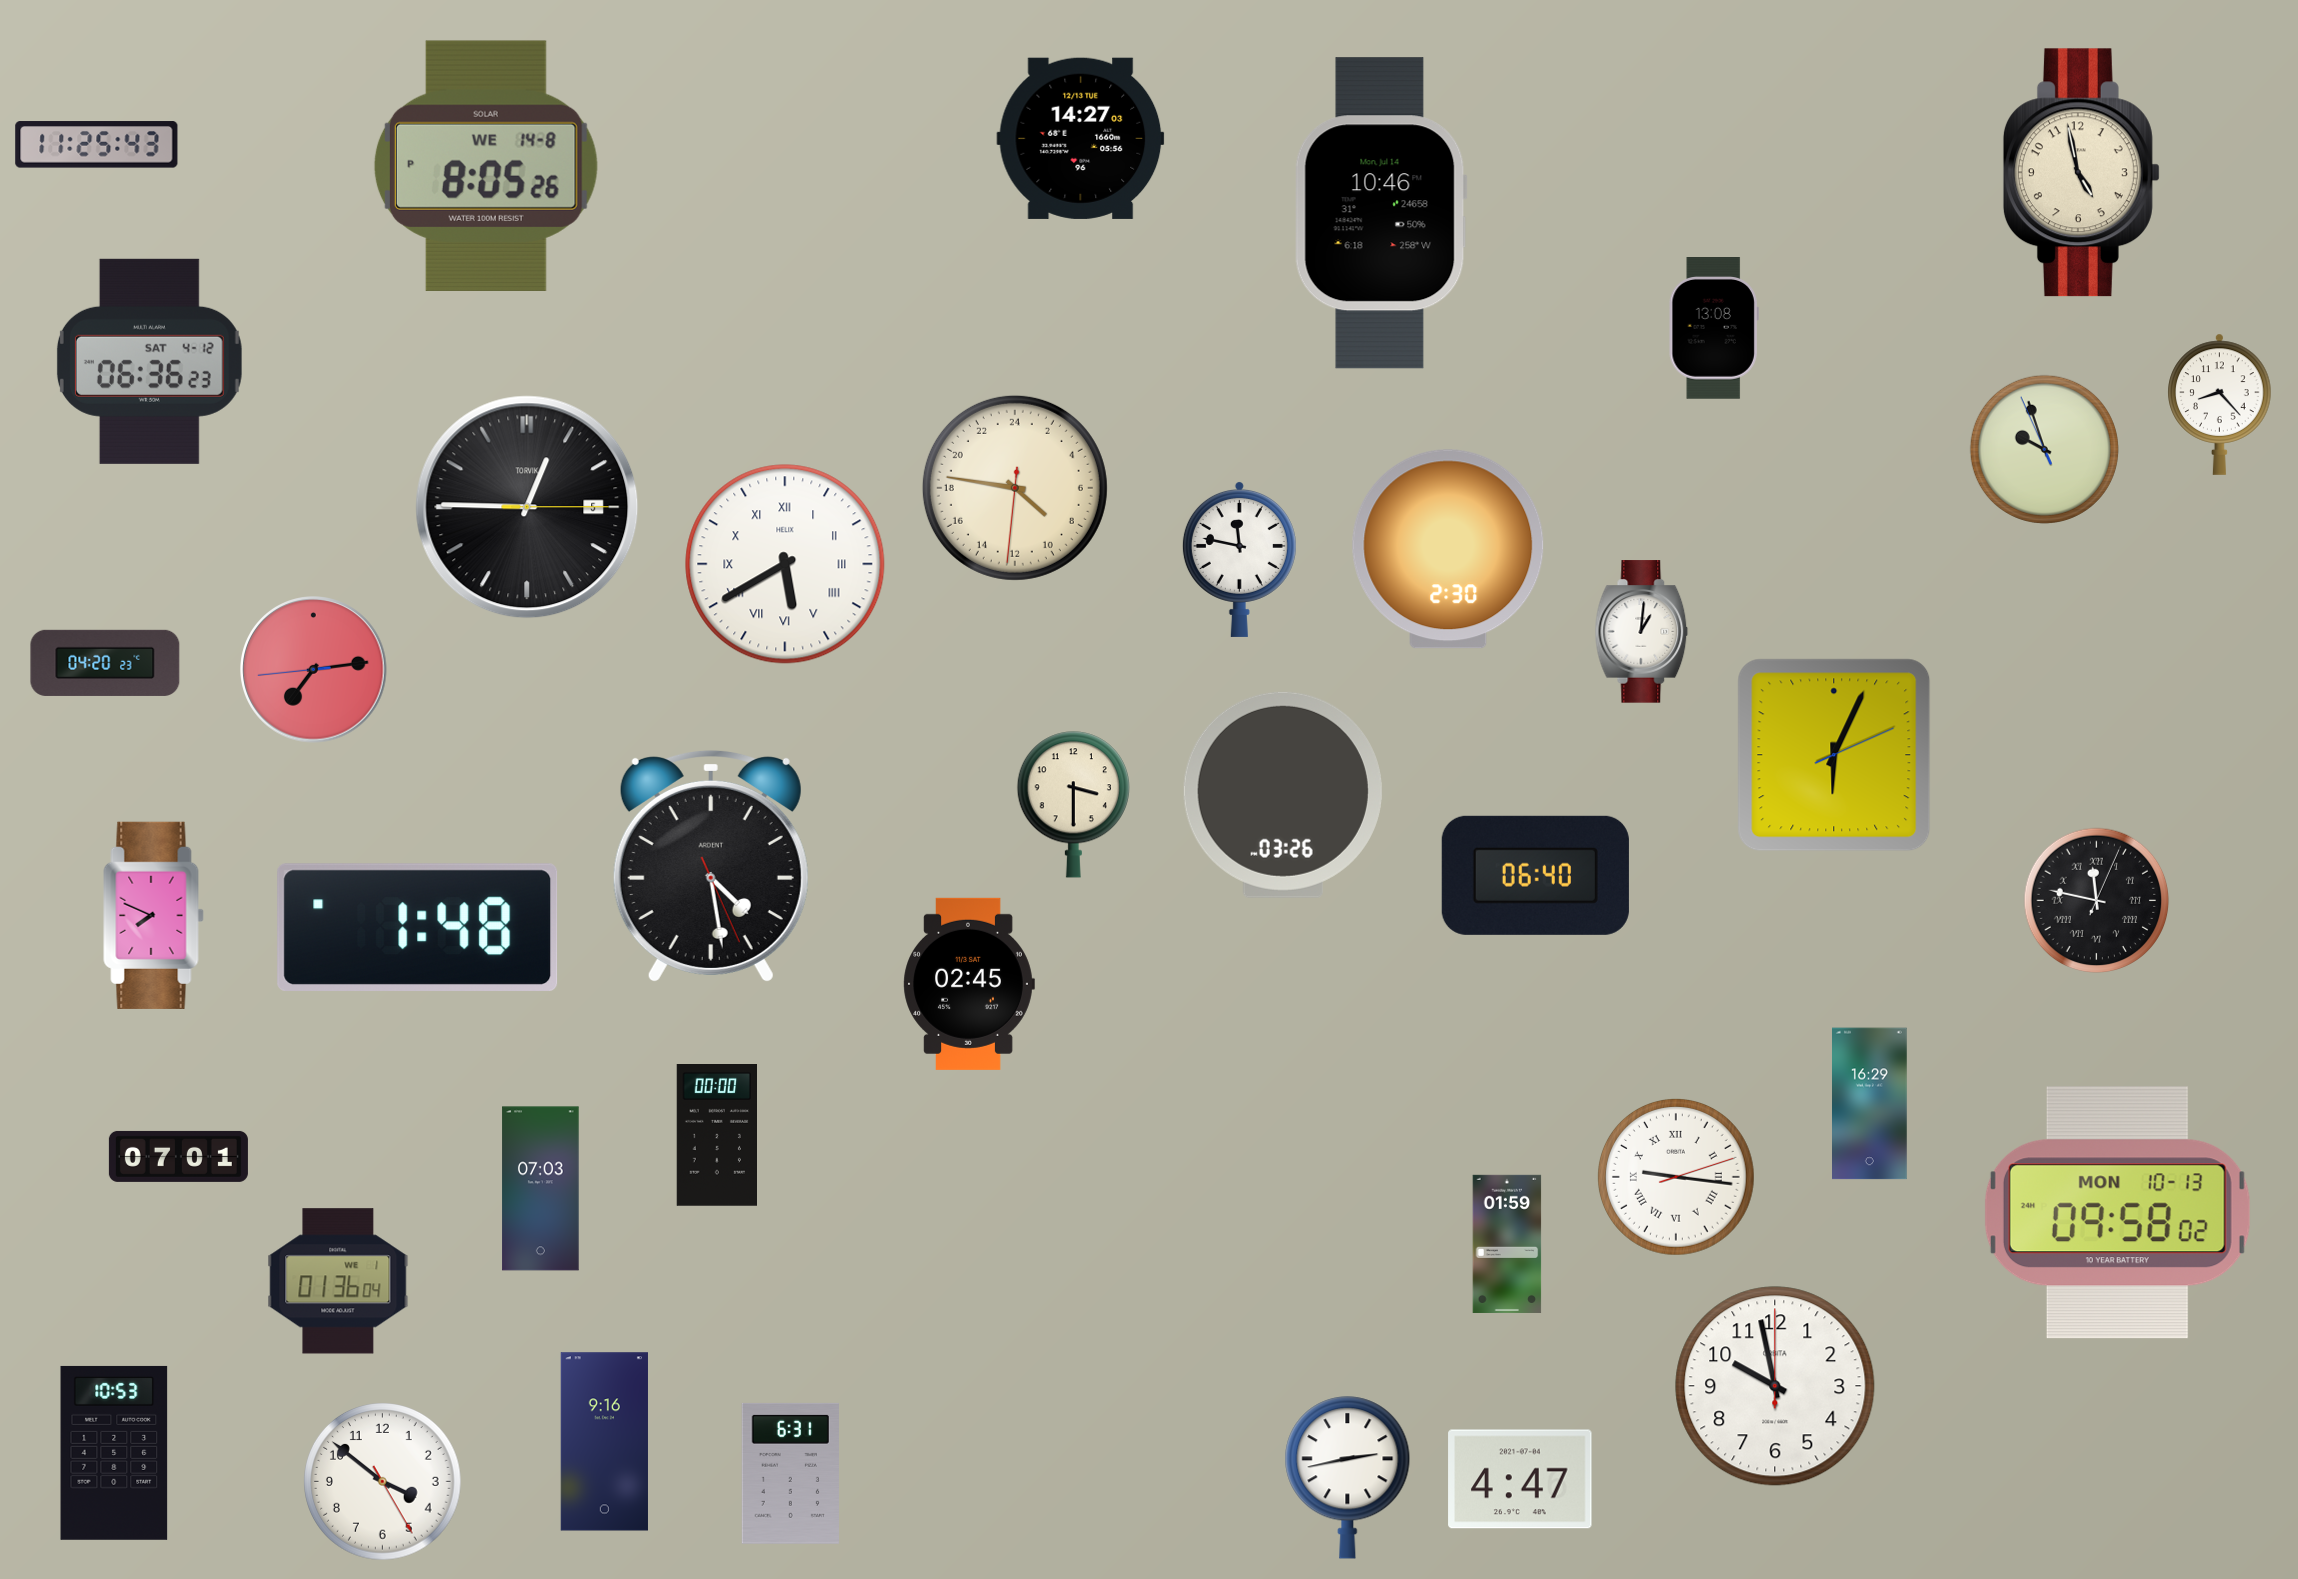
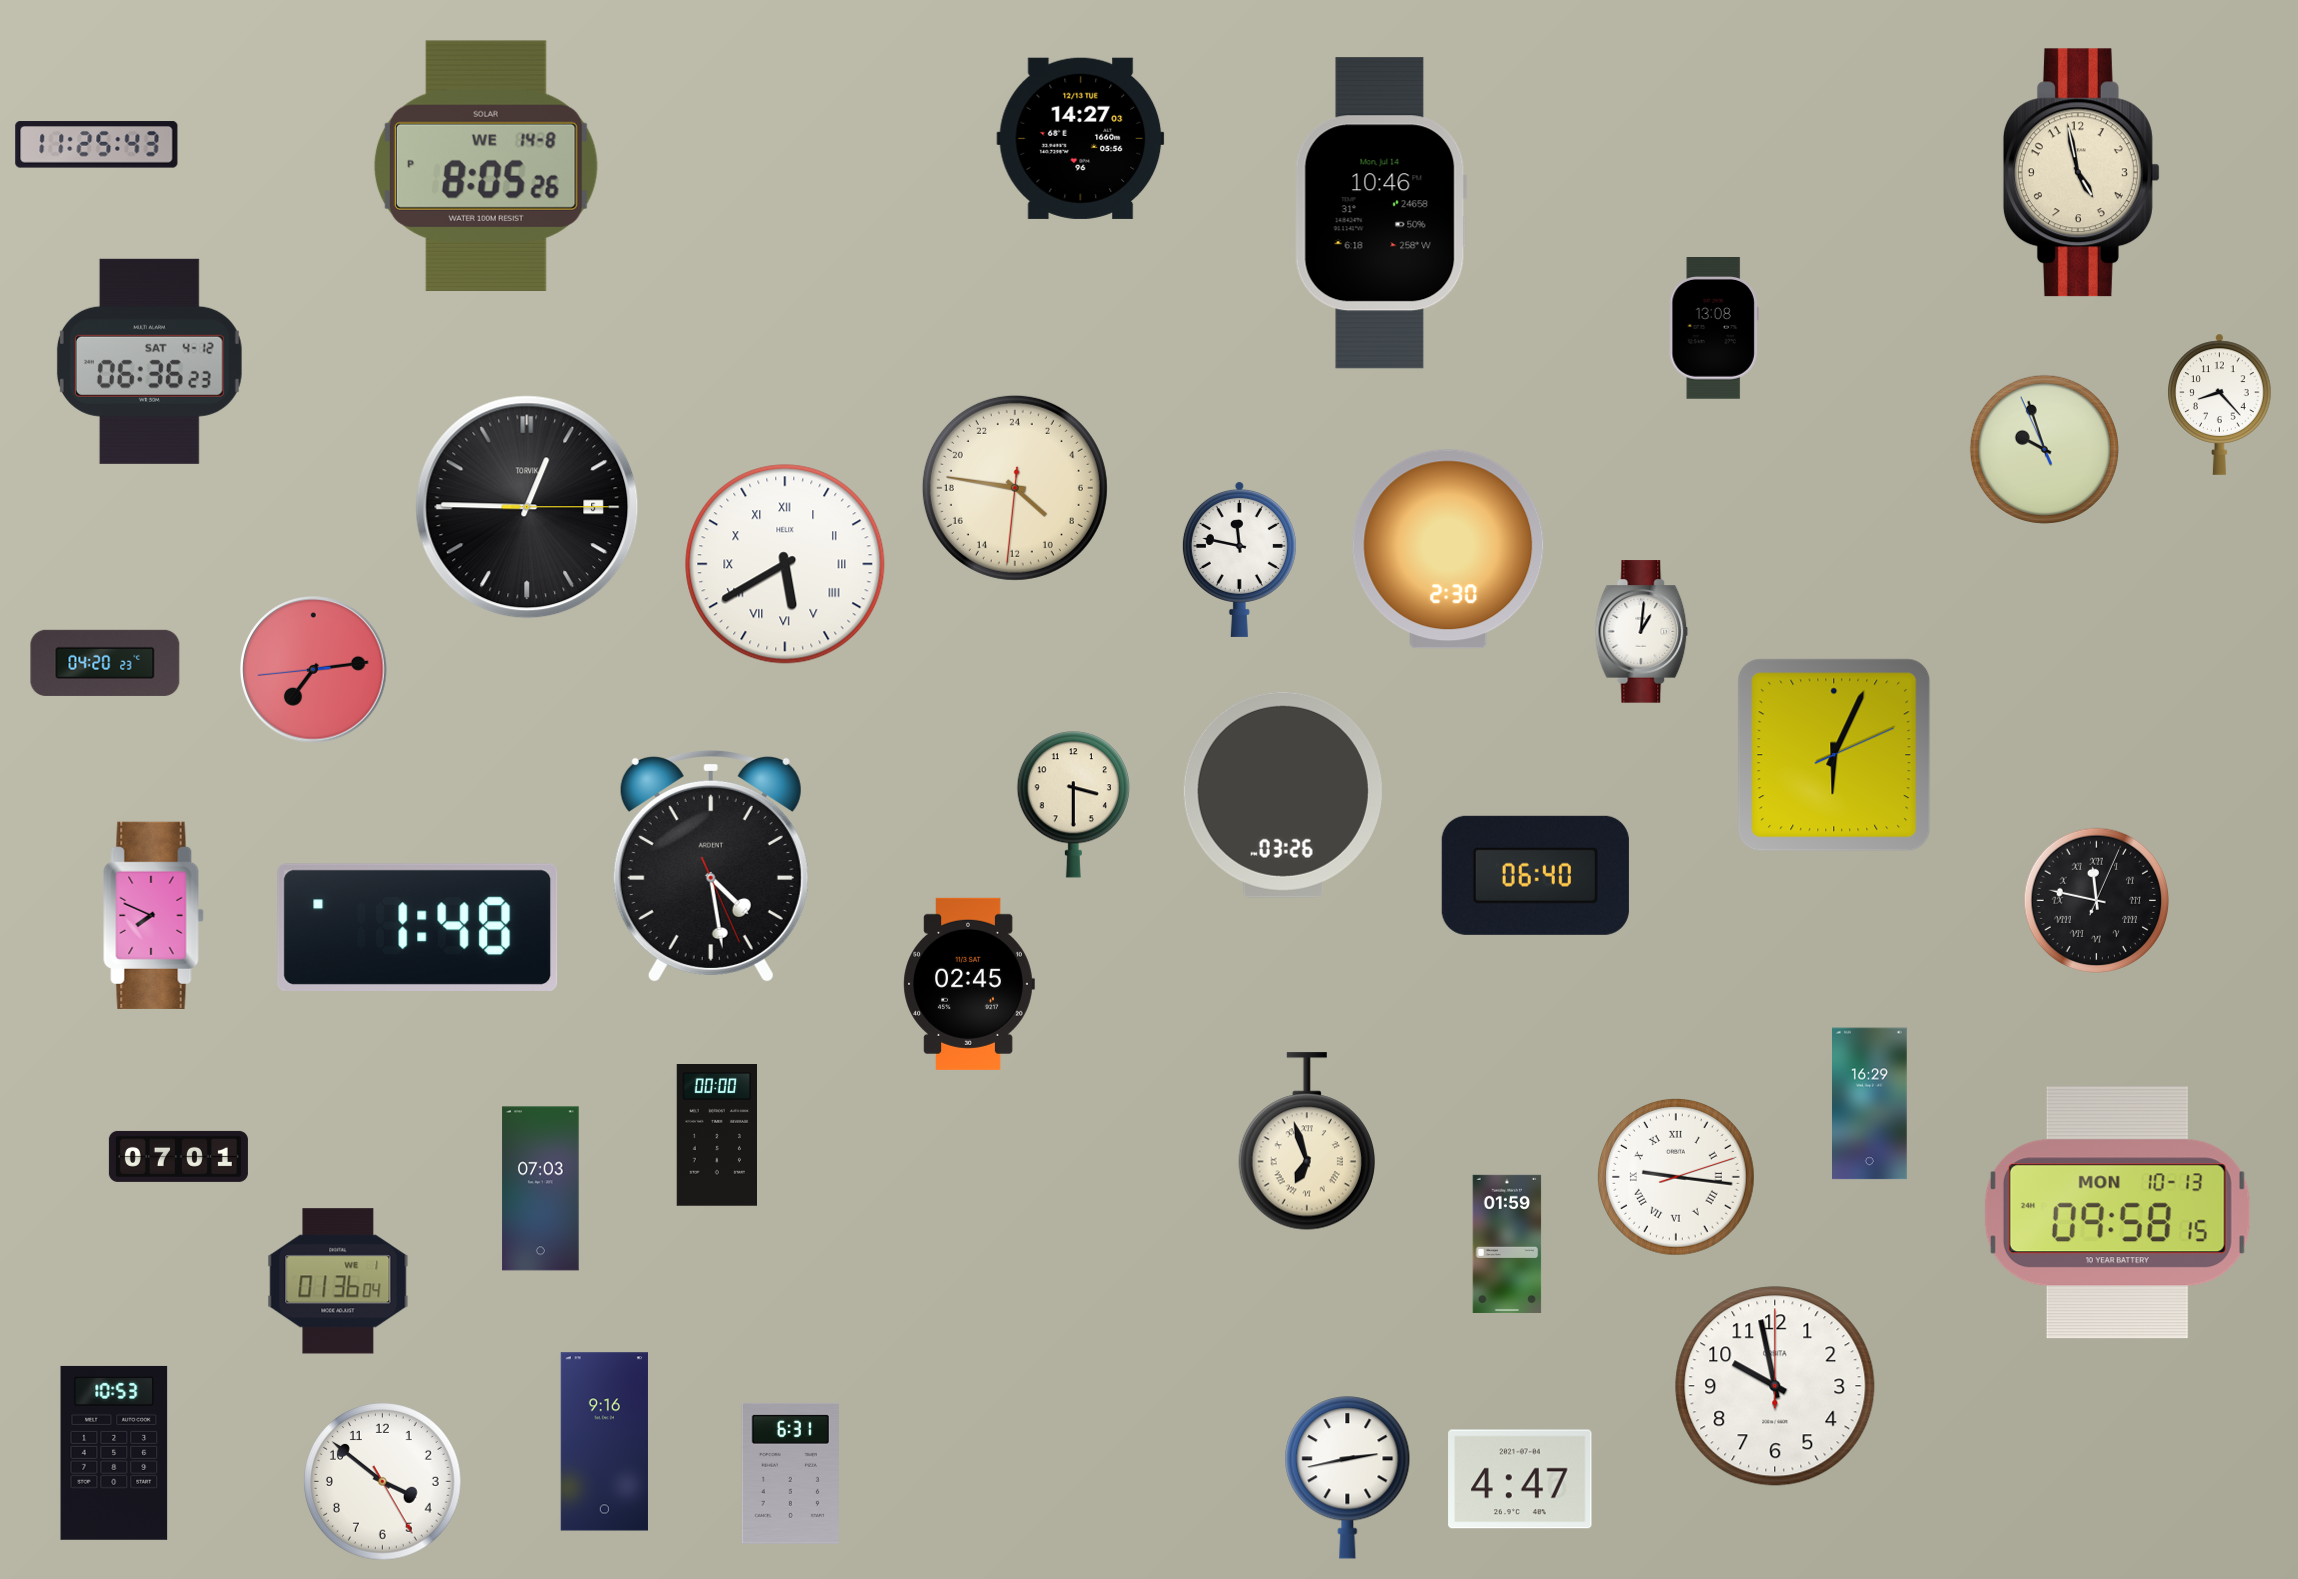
clock at (1307, 1141): none -> 6:57
clock at (2117, 1213): 09:58:02 -> 09:58:15
